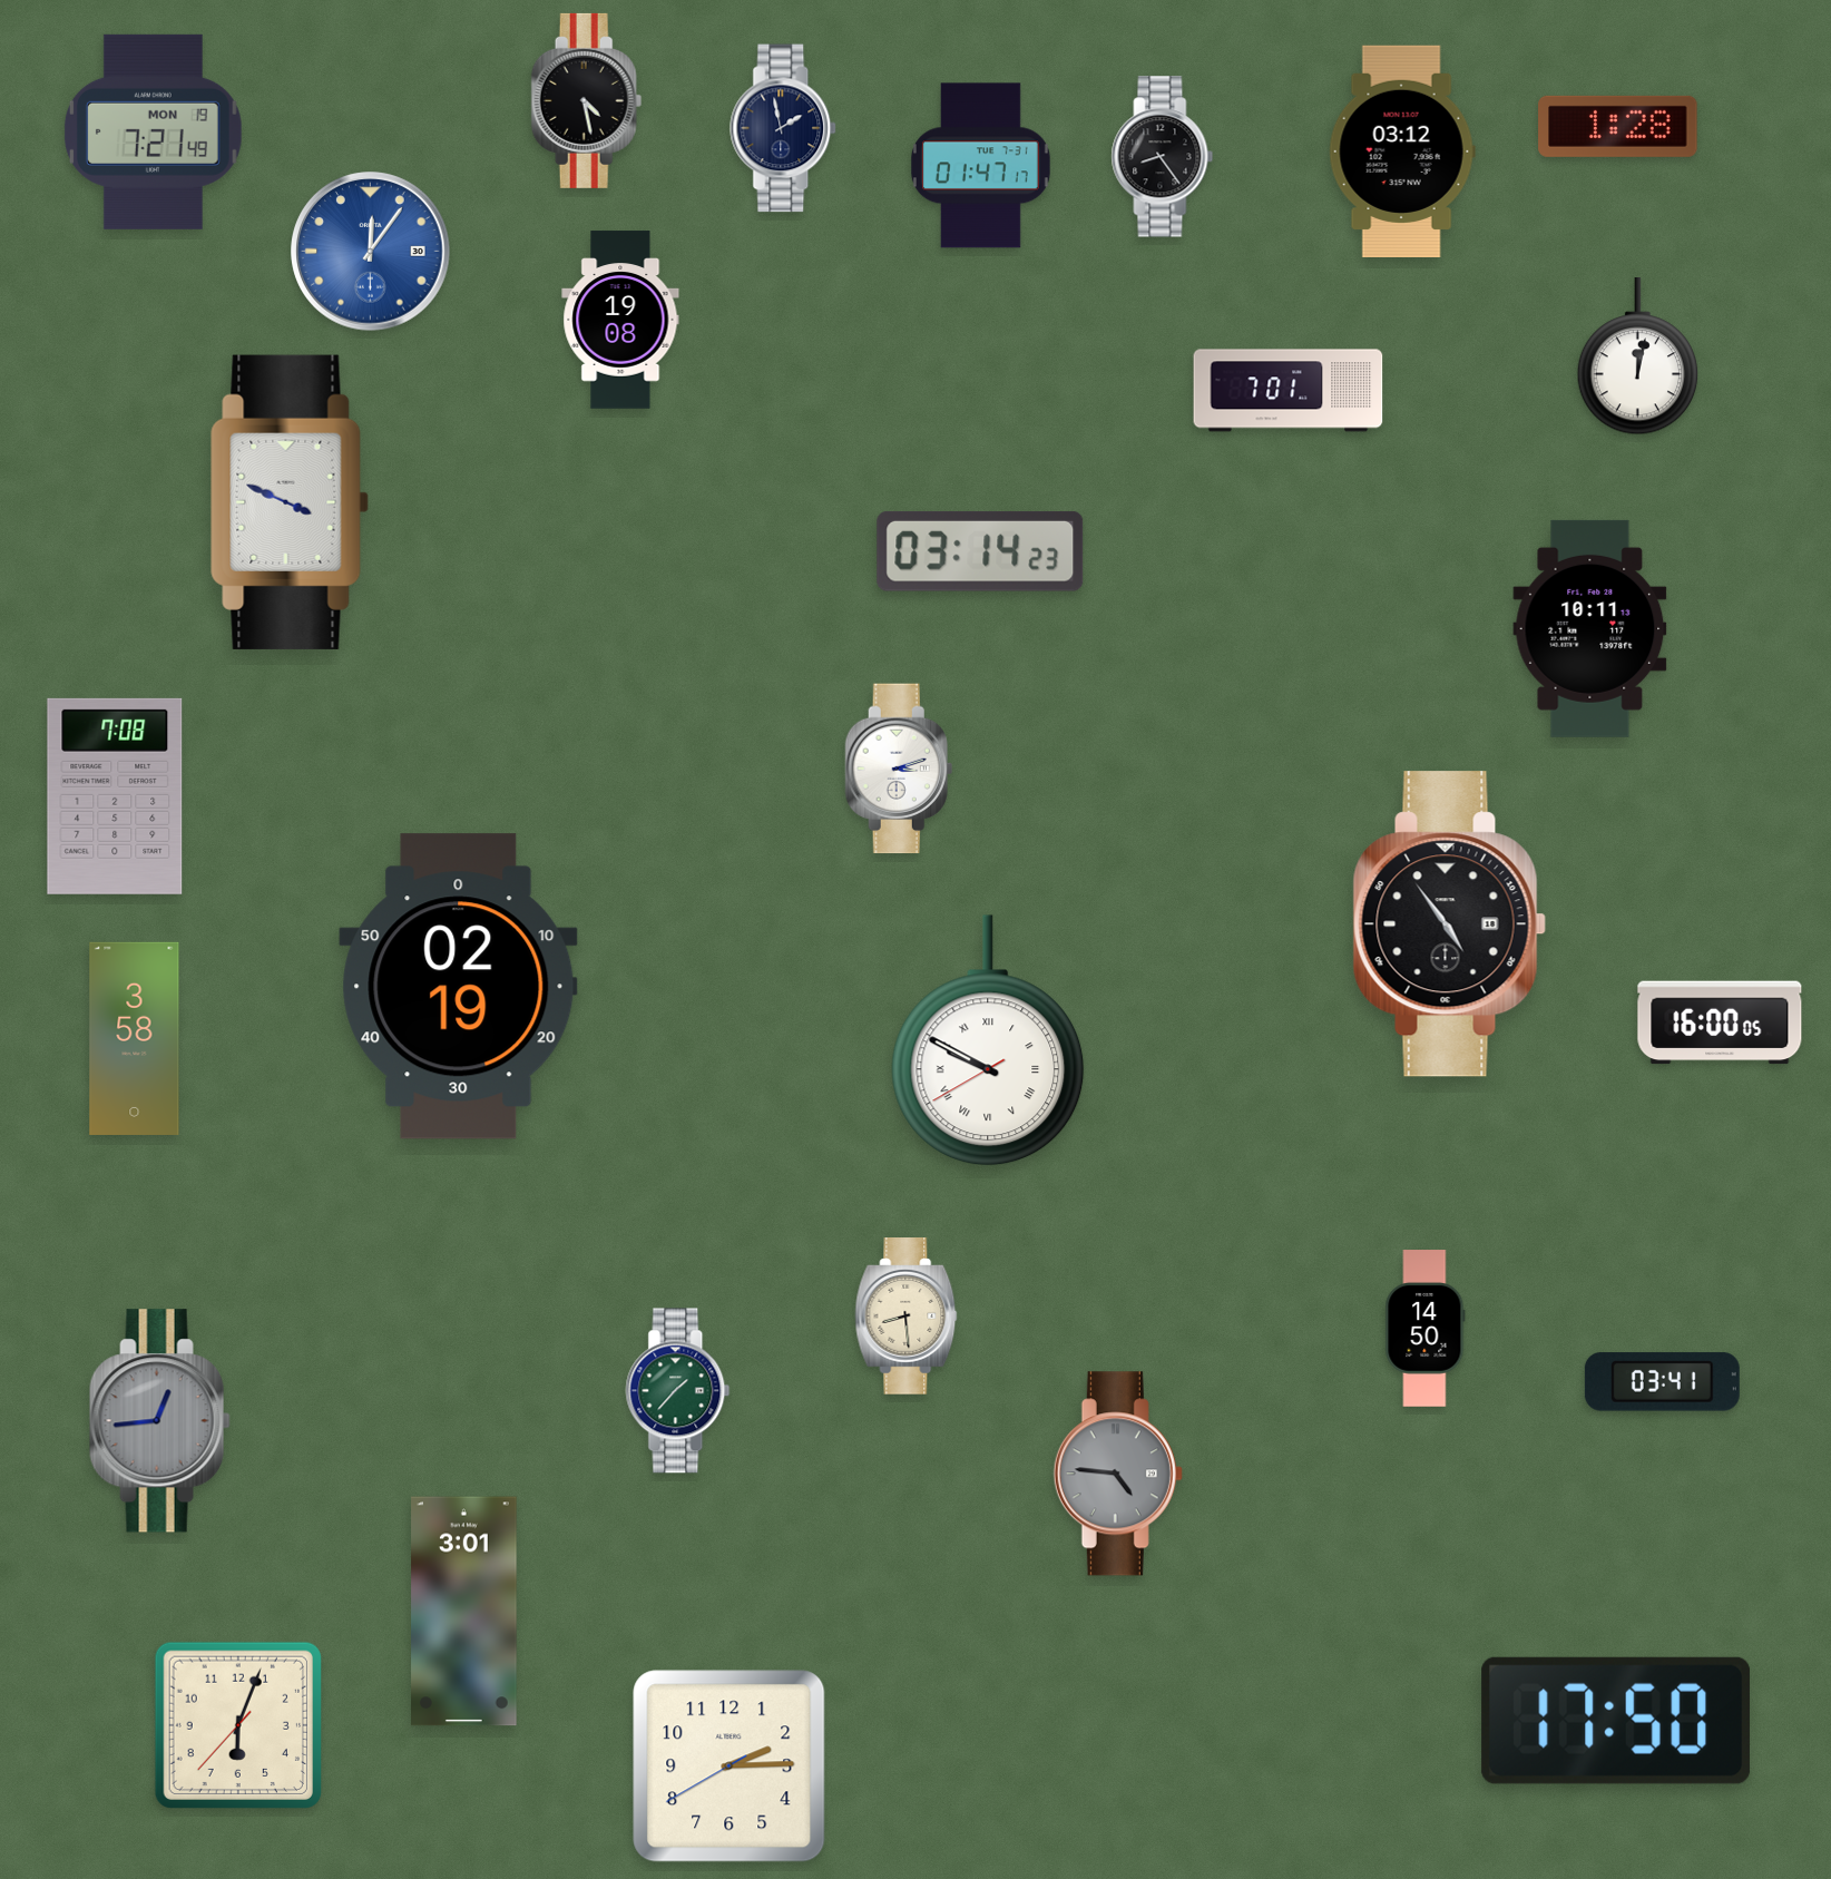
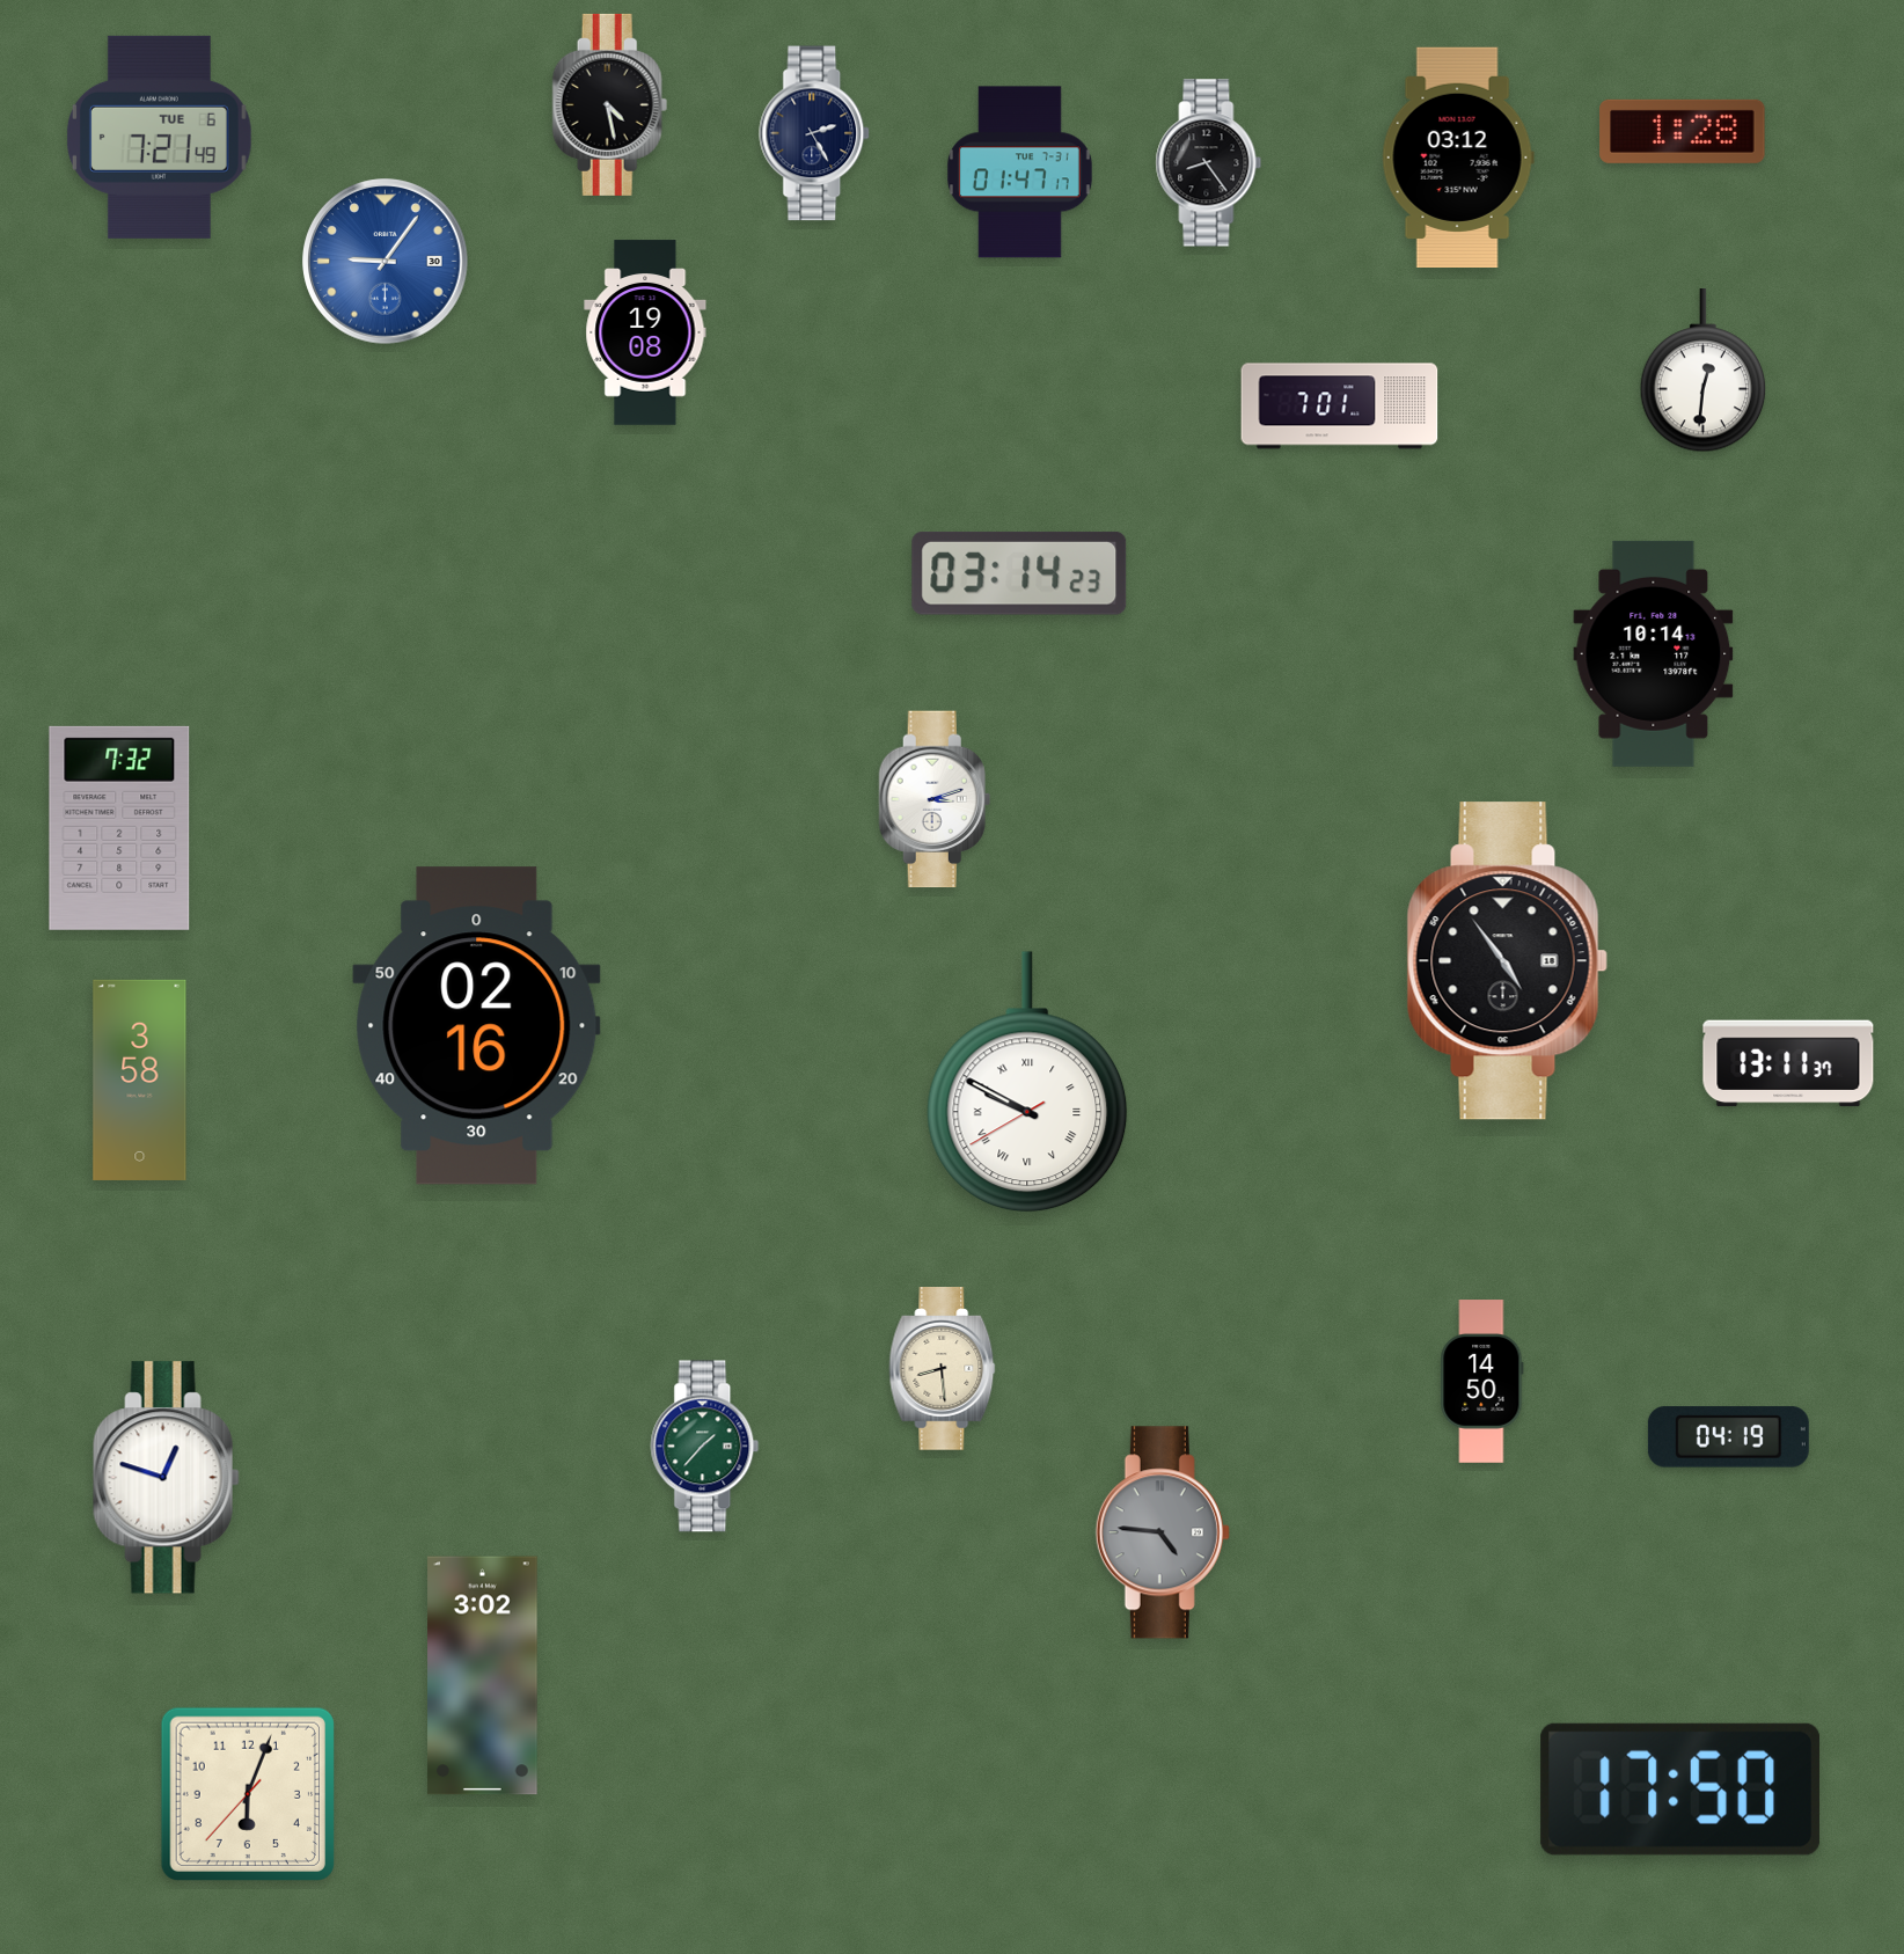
clock at (784, 128): 1:58 -> 2:25
clock at (153, 131) date: MON 19 -> TUE 6
clock at (371, 252): 12:06 -> 9:06
clock at (1638, 358): 12:02 -> 12:31
clock at (290, 502): 3:49 -> none
clock at (1590, 628): 10:11 -> 10:14
clock at (115, 796): 7:08 -> 7:32
clock at (459, 987): 02:19 -> 02:16
clock at (1720, 1022): 16:00 -> 13:11
clock at (1662, 1382): 03:41 -> 04:19
clock at (159, 1421): 12:44 -> 12:48
clock at (159, 1421) dial: grey -> white
clock at (464, 1612): 3:01 -> 3:02
clock at (730, 1767): 2:14 -> none
